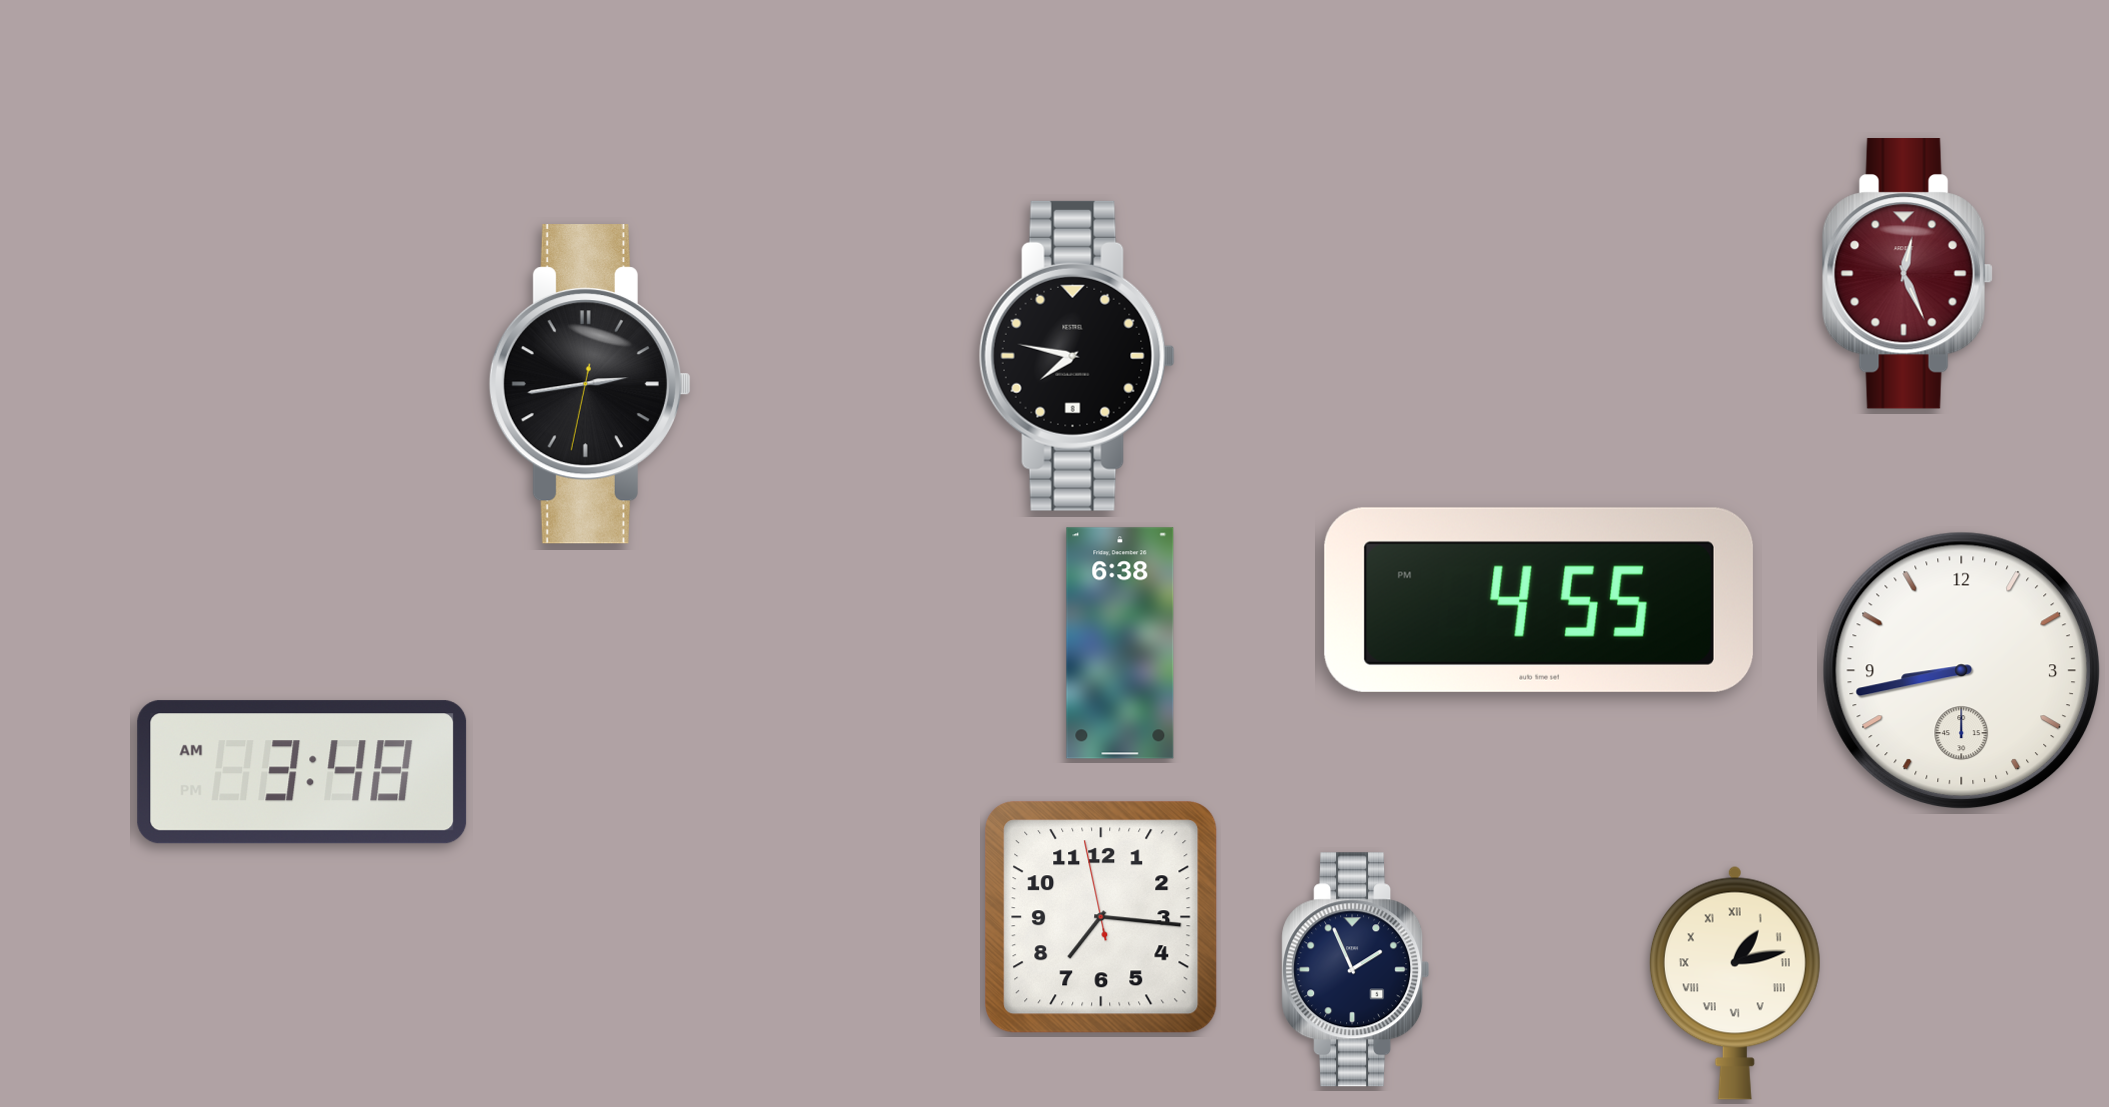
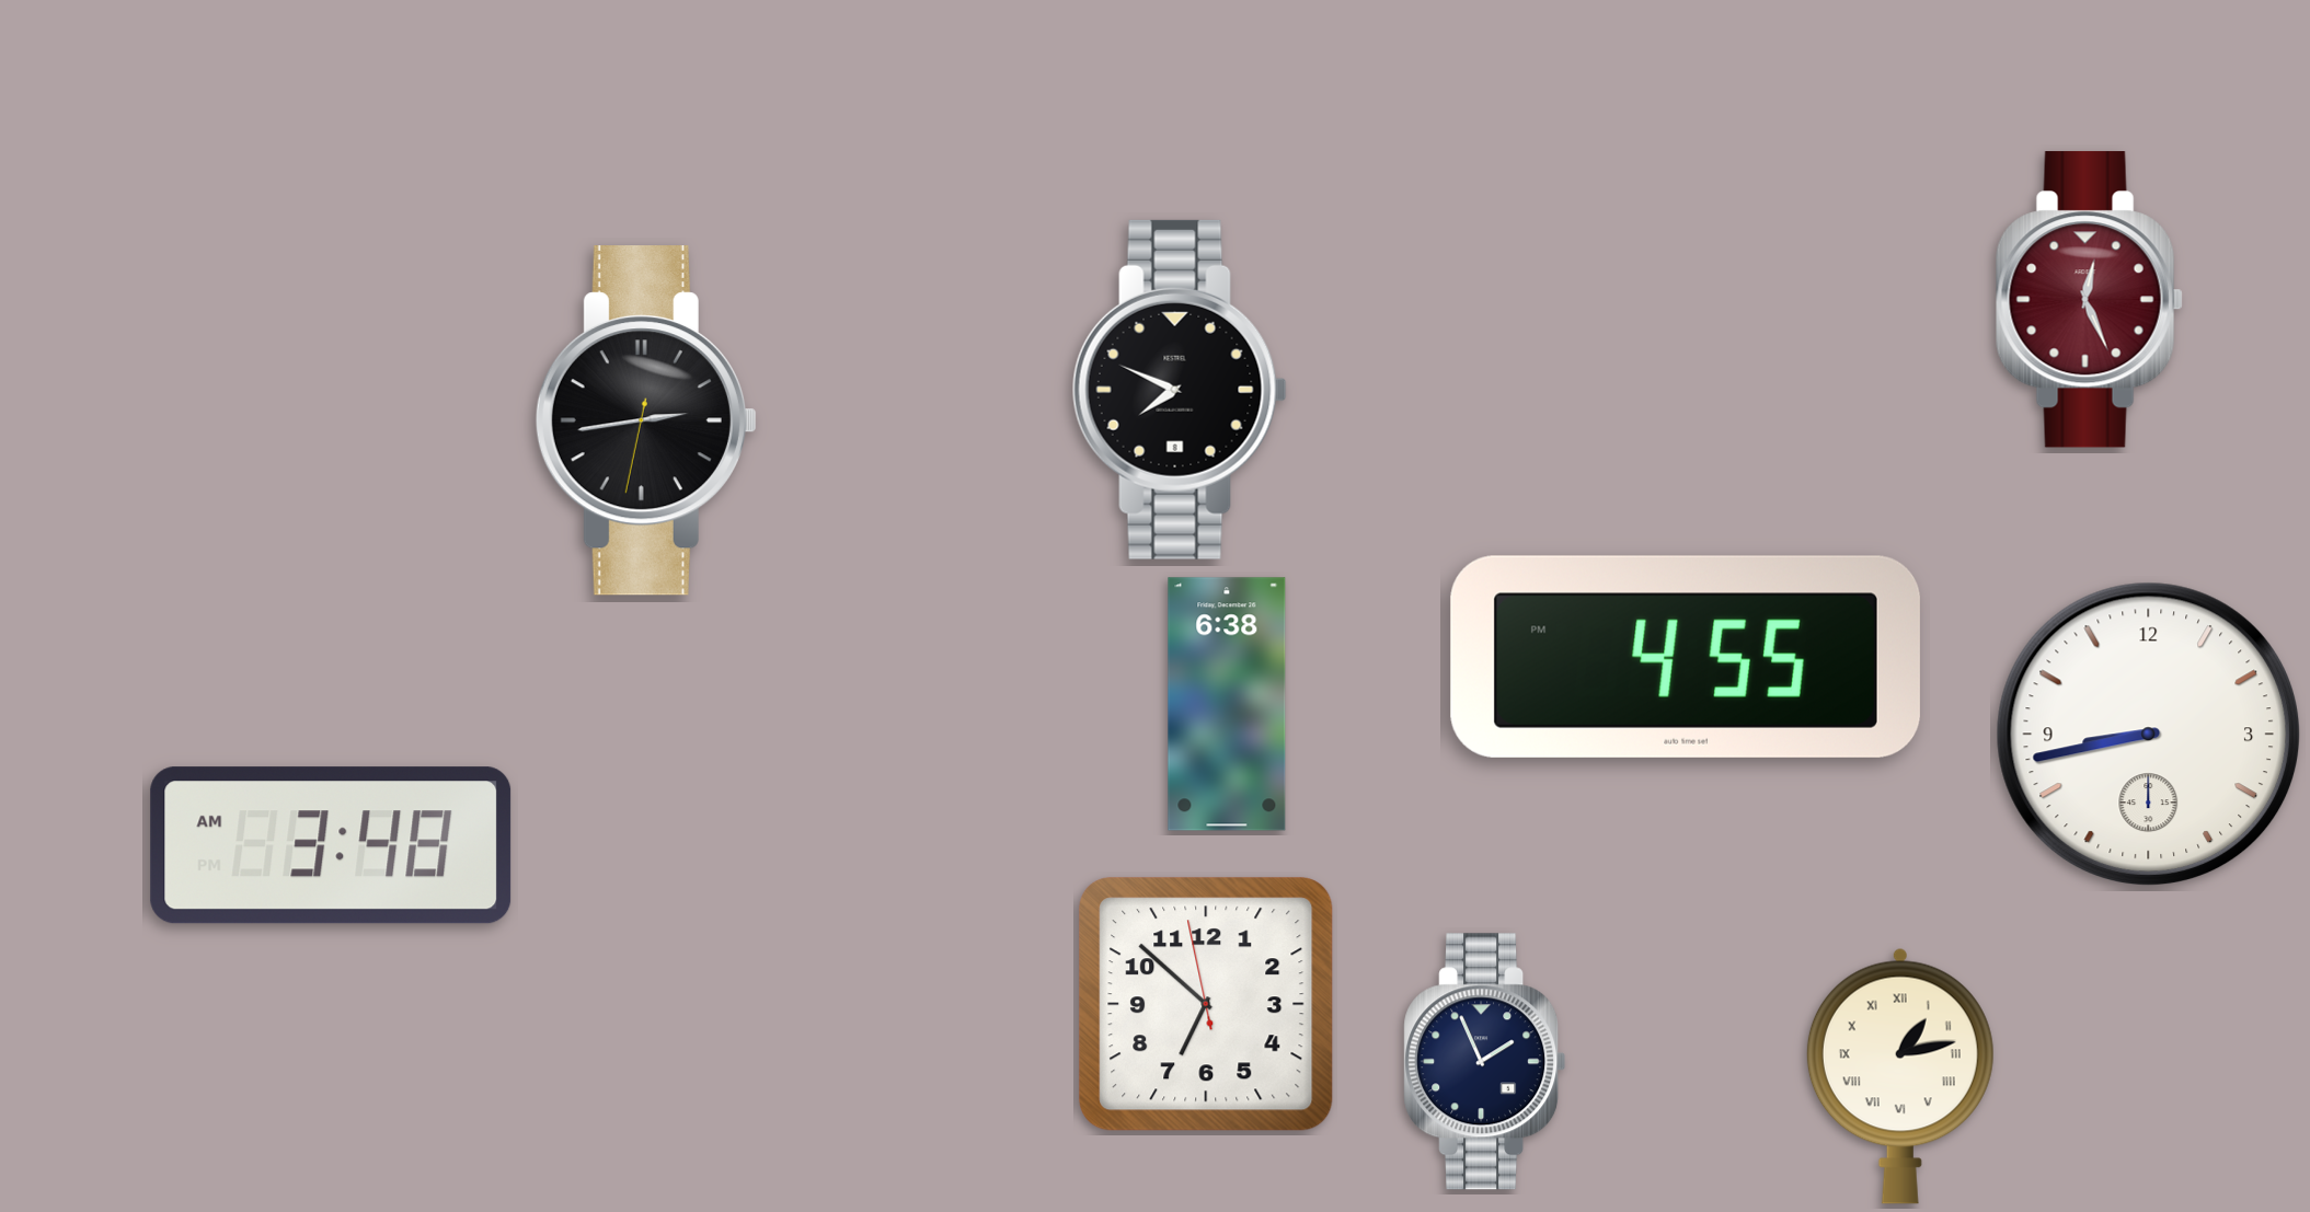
clock at (1077, 356): 7:47 -> 7:49
clock at (1101, 917): 7:15 -> 6:51
